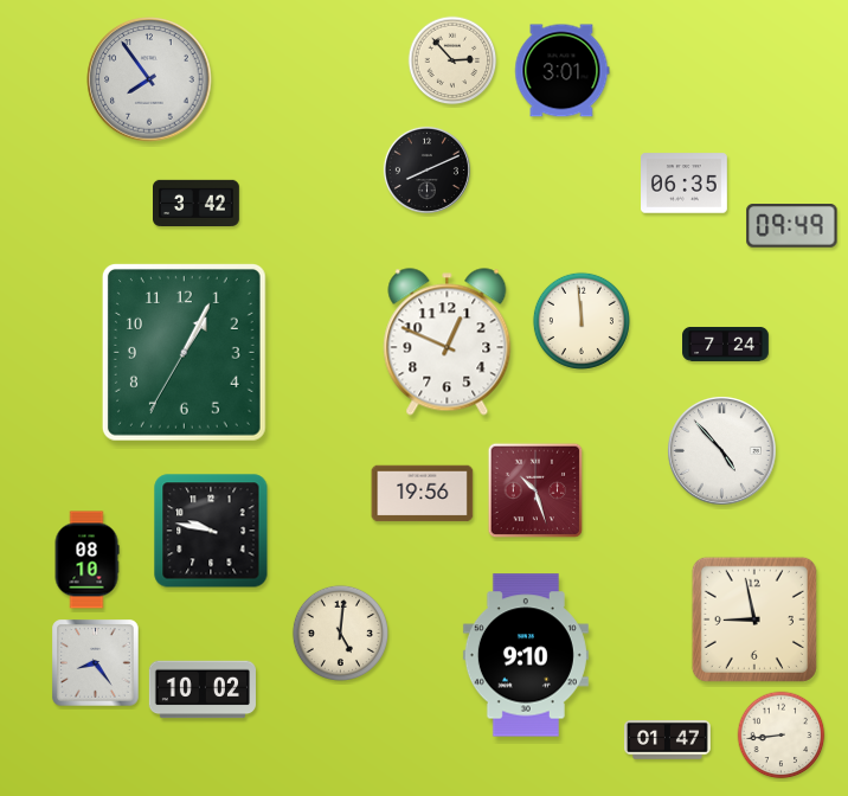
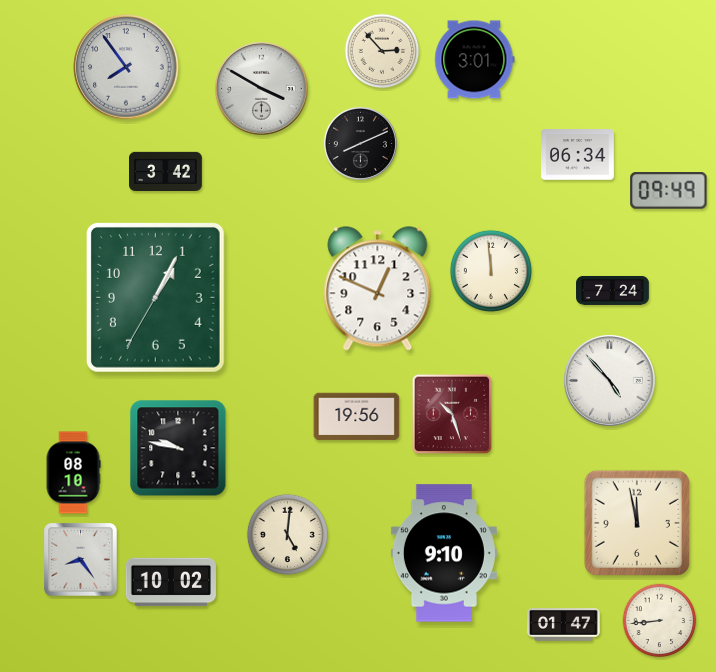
clock at (262, 89): none -> 3:50
clock at (685, 184): 06:35 -> 06:34
clock at (754, 620): 8:58 -> 11:58
